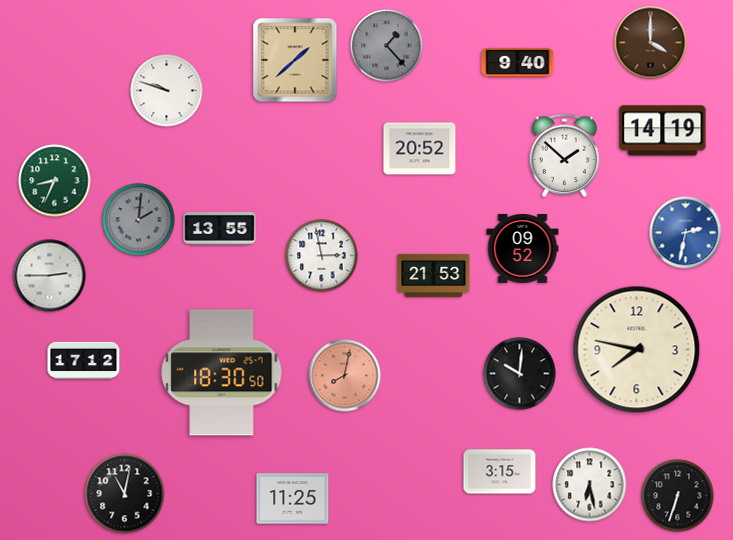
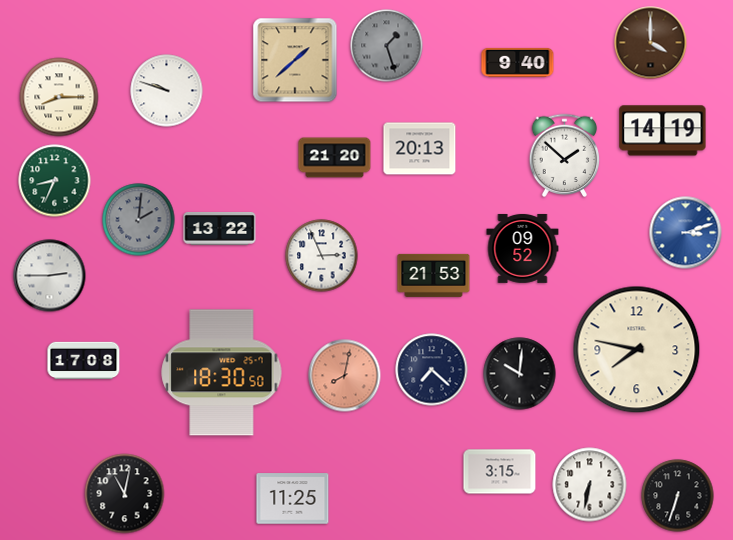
clock at (387, 46): 1:23 -> 1:27
clock at (59, 97): none -> 8:15
clock at (420, 149): 20:52 -> 20:13
clock at (335, 158): none -> 21:20
clock at (220, 229): 13:55 -> 13:22
clock at (686, 233): 2:32 -> 3:12
clock at (322, 256): 2:58 -> 2:56
clock at (84, 361): 17:12 -> 17:08
clock at (432, 370): none -> 7:22
clock at (590, 485): 6:28 -> 6:32
